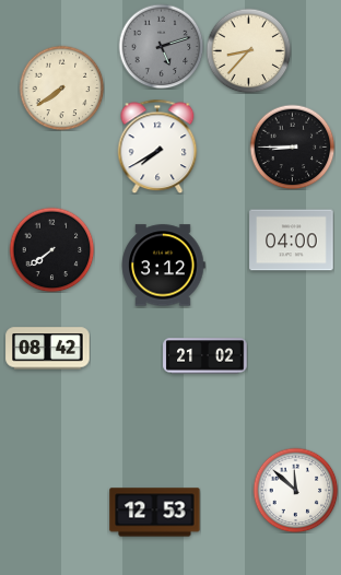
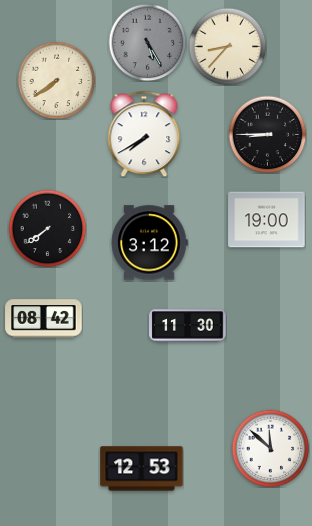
clock at (161, 46): 5:12 -> 5:25
clock at (292, 240): 04:00 -> 19:00
clock at (205, 356): 21:02 -> 11:30
